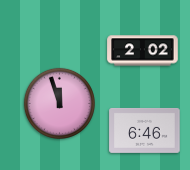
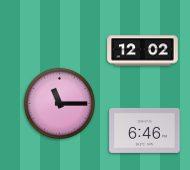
clock at (143, 51): 2:02 -> 12:02
clock at (59, 103): 11:57 -> 11:15
